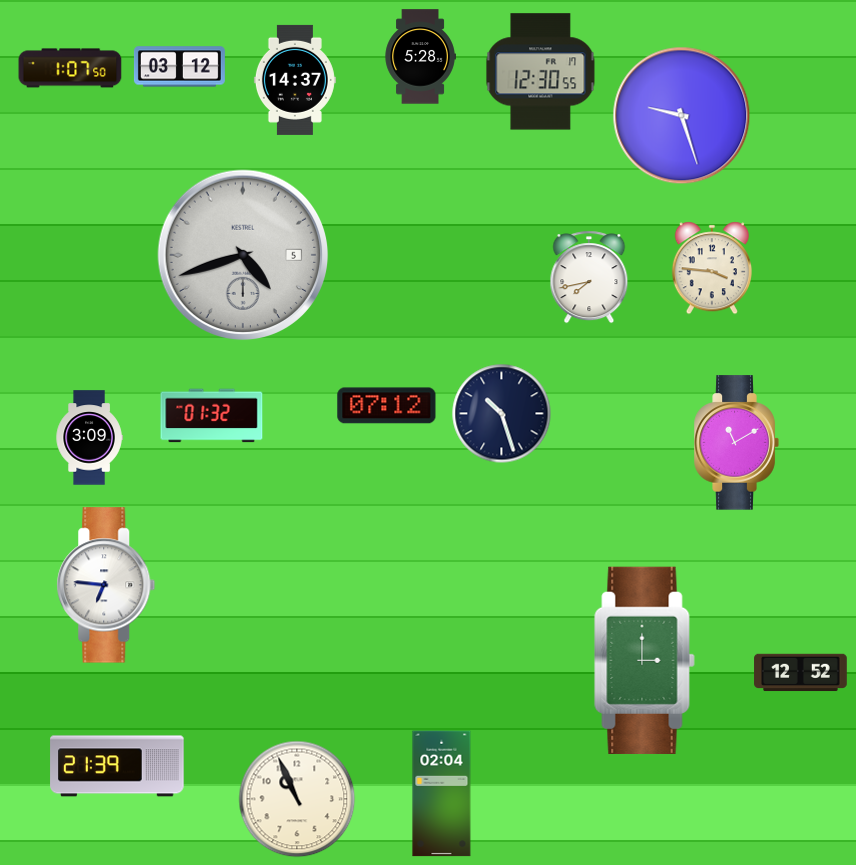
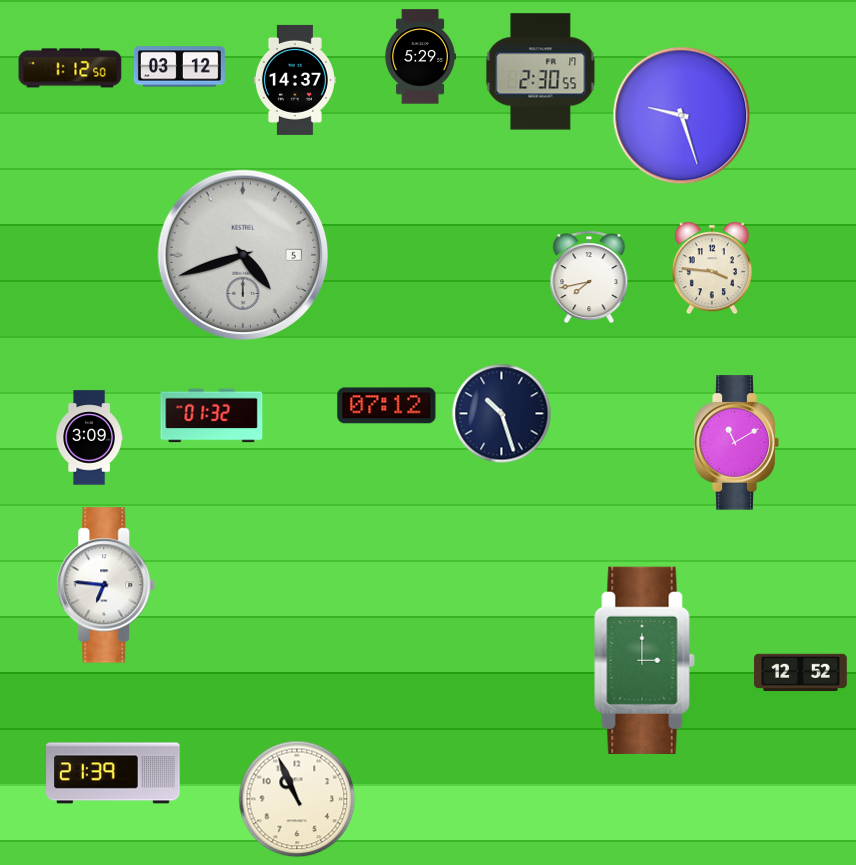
clock at (420, 57): 5:28 -> 5:29
clock at (70, 68): 1:07 -> 1:12
clock at (541, 72): 12:30 -> 2:30
clock at (117, 766) position: (117, 766) -> (113, 773)
clock at (442, 794): 02:04 -> none
